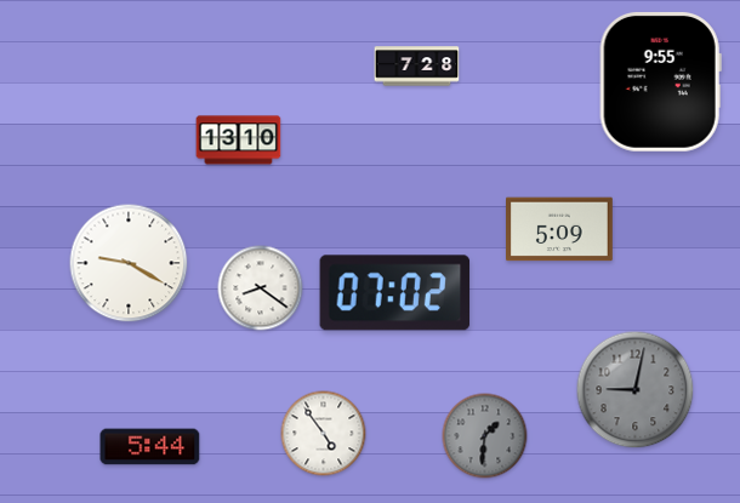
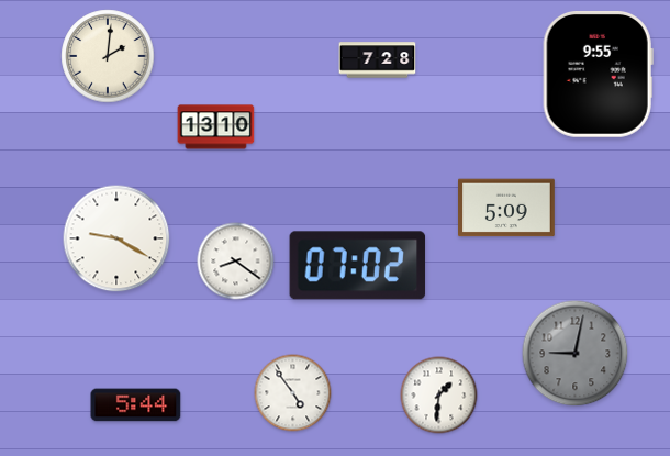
clock at (108, 56): none -> 2:01
clock at (485, 436) dial: grey -> white
